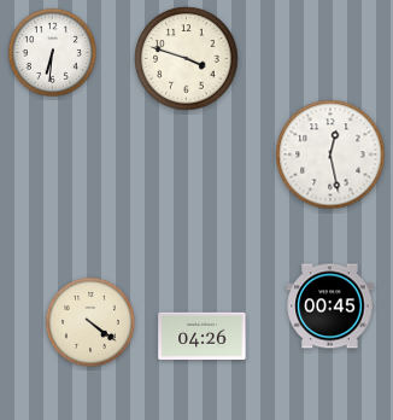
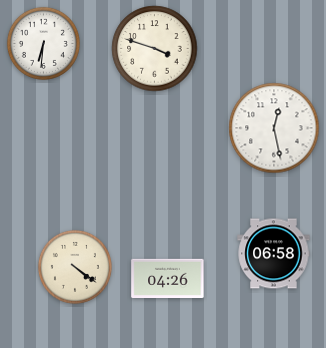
clock at (330, 307): 00:45 -> 06:58
